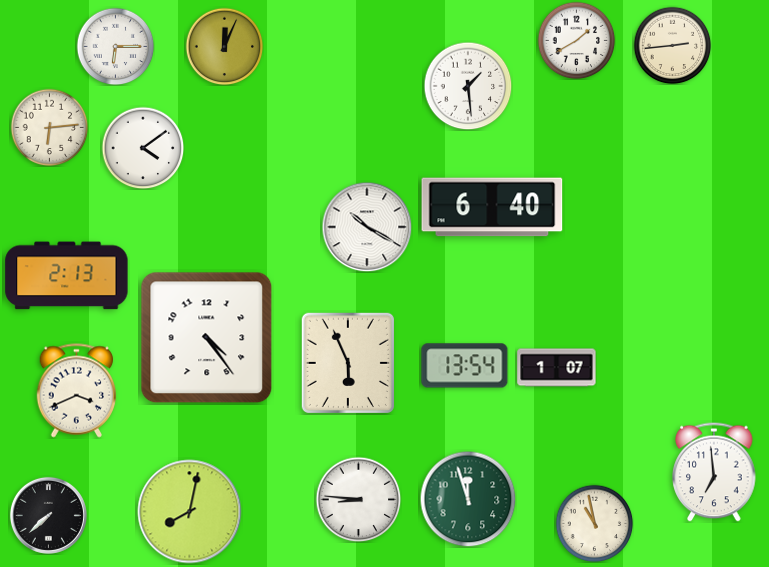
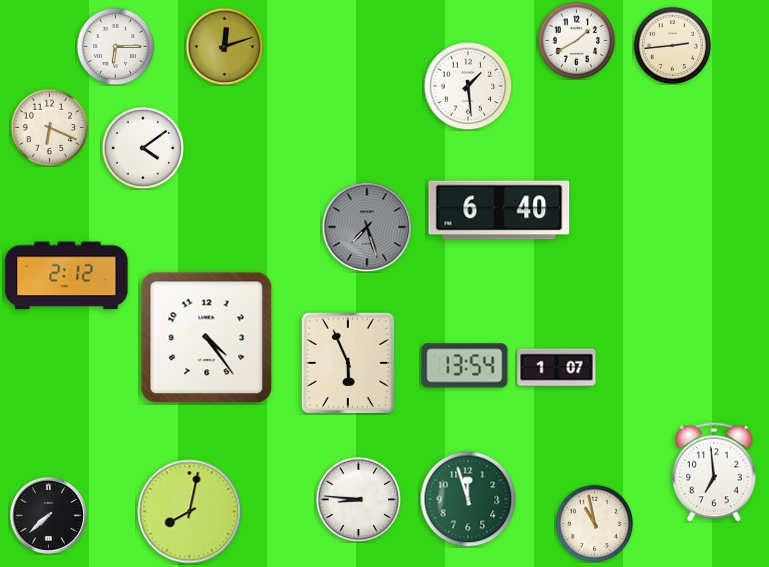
clock at (224, 46): 12:04 -> 12:12
clock at (49, 127): 6:14 -> 6:19
clock at (492, 207) position: (492, 207) -> (499, 210)
clock at (367, 227): 10:20 -> 7:27
clock at (367, 227) dial: white -> grey
clock at (67, 276): 2:13 -> 2:12
clock at (77, 391): 3:41 -> none
